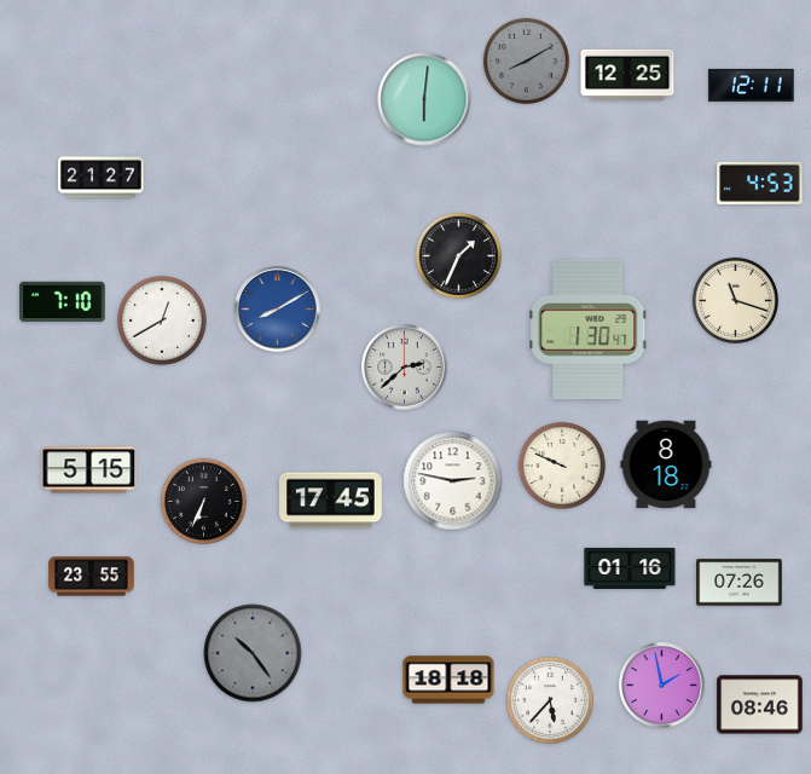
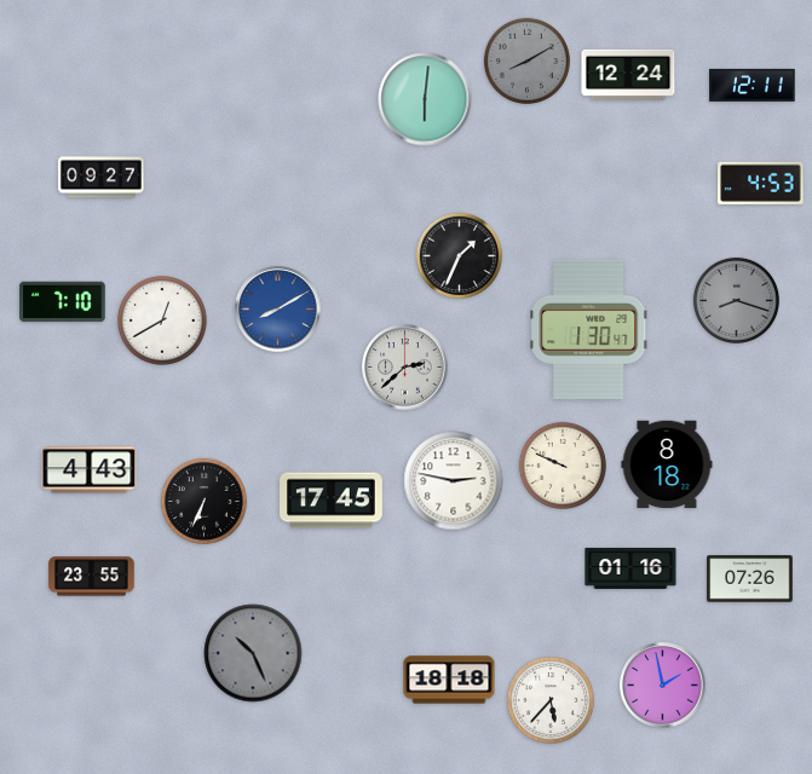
clock at (627, 75): 12:25 -> 12:24
clock at (102, 178): 21:27 -> 09:27
clock at (735, 300): 11:18 -> 8:18
clock at (735, 300) dial: cream -> grey
clock at (89, 470): 5:15 -> 4:43
clock at (740, 583) position: (740, 583) -> (750, 579)
clock at (253, 653): 10:24 -> 10:26
clock at (760, 705): 08:46 -> none
